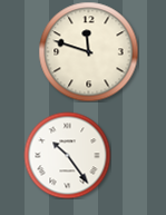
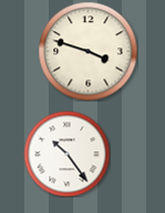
clock at (88, 51): 11:48 -> 3:48
